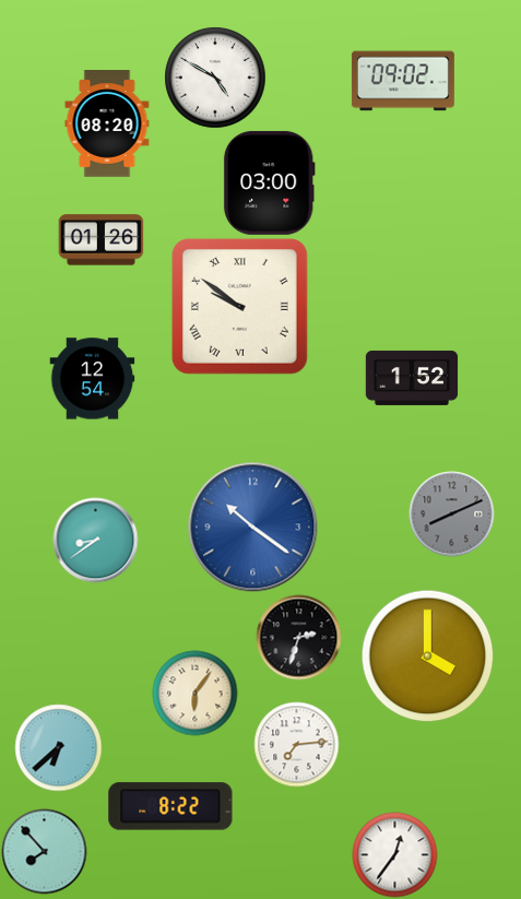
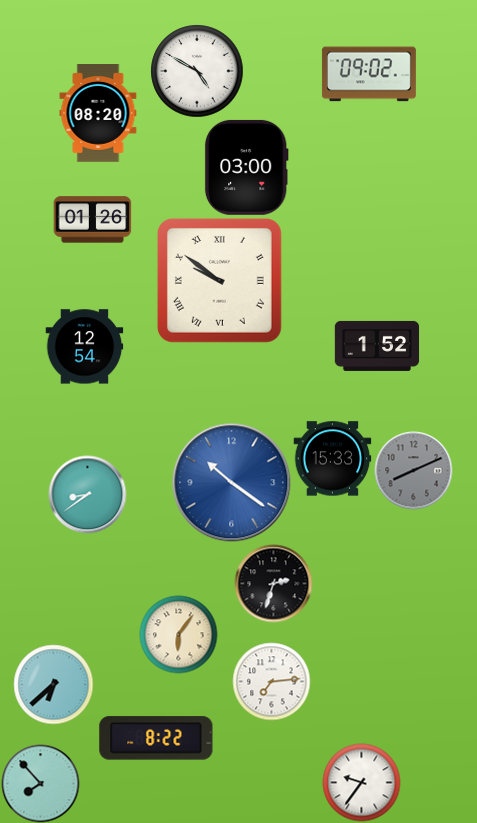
clock at (332, 459): none -> 15:33
clock at (427, 655): 4:00 -> none
clock at (44, 851) position: (44, 851) -> (40, 783)
clock at (394, 854): 12:36 -> 9:36
